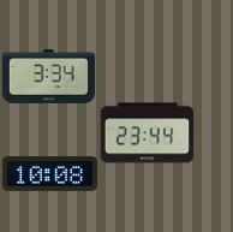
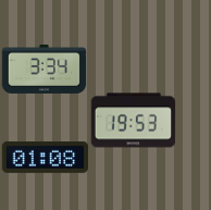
clock at (147, 133): 23:44 -> 19:53
clock at (49, 173): 10:08 -> 01:08
